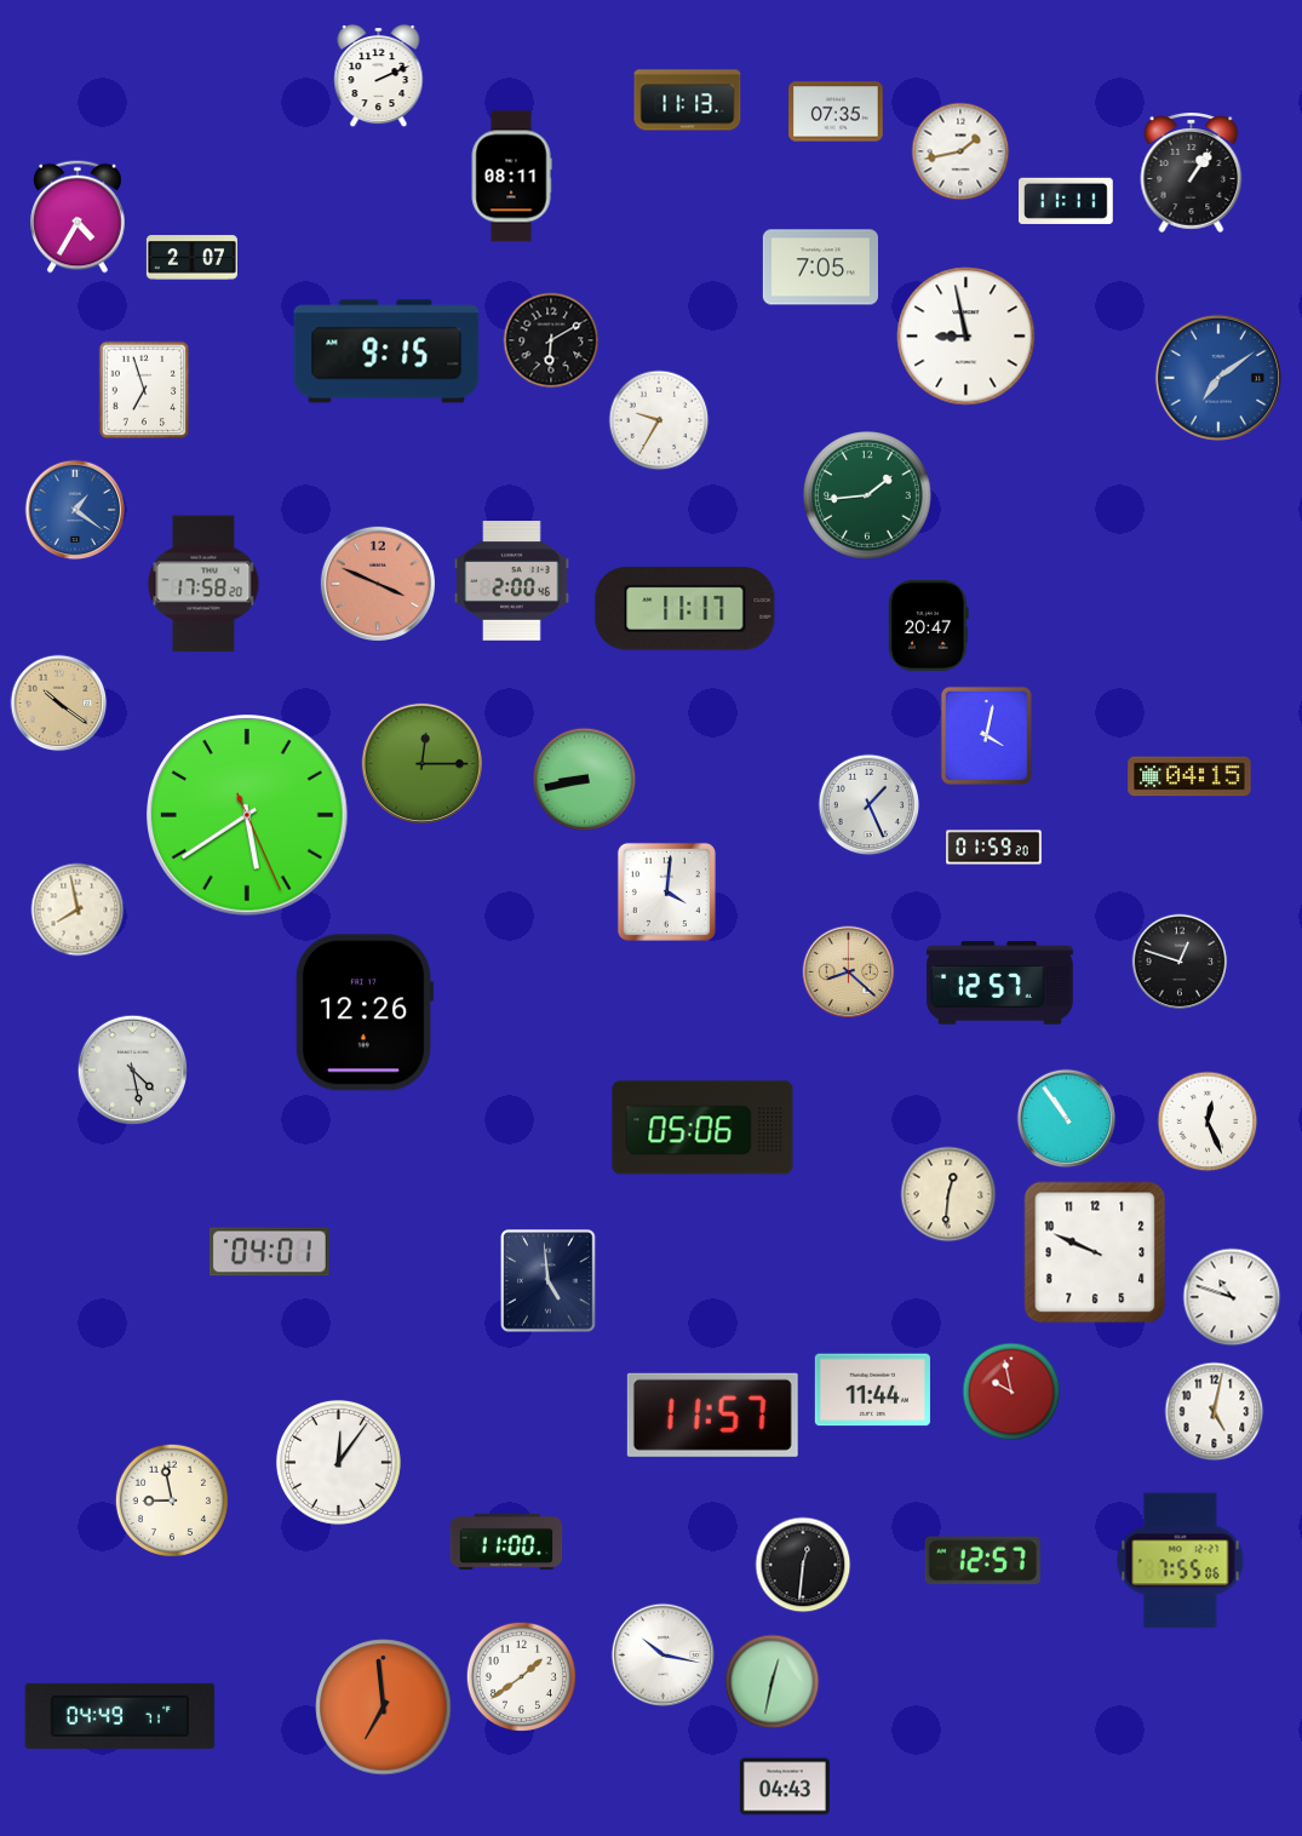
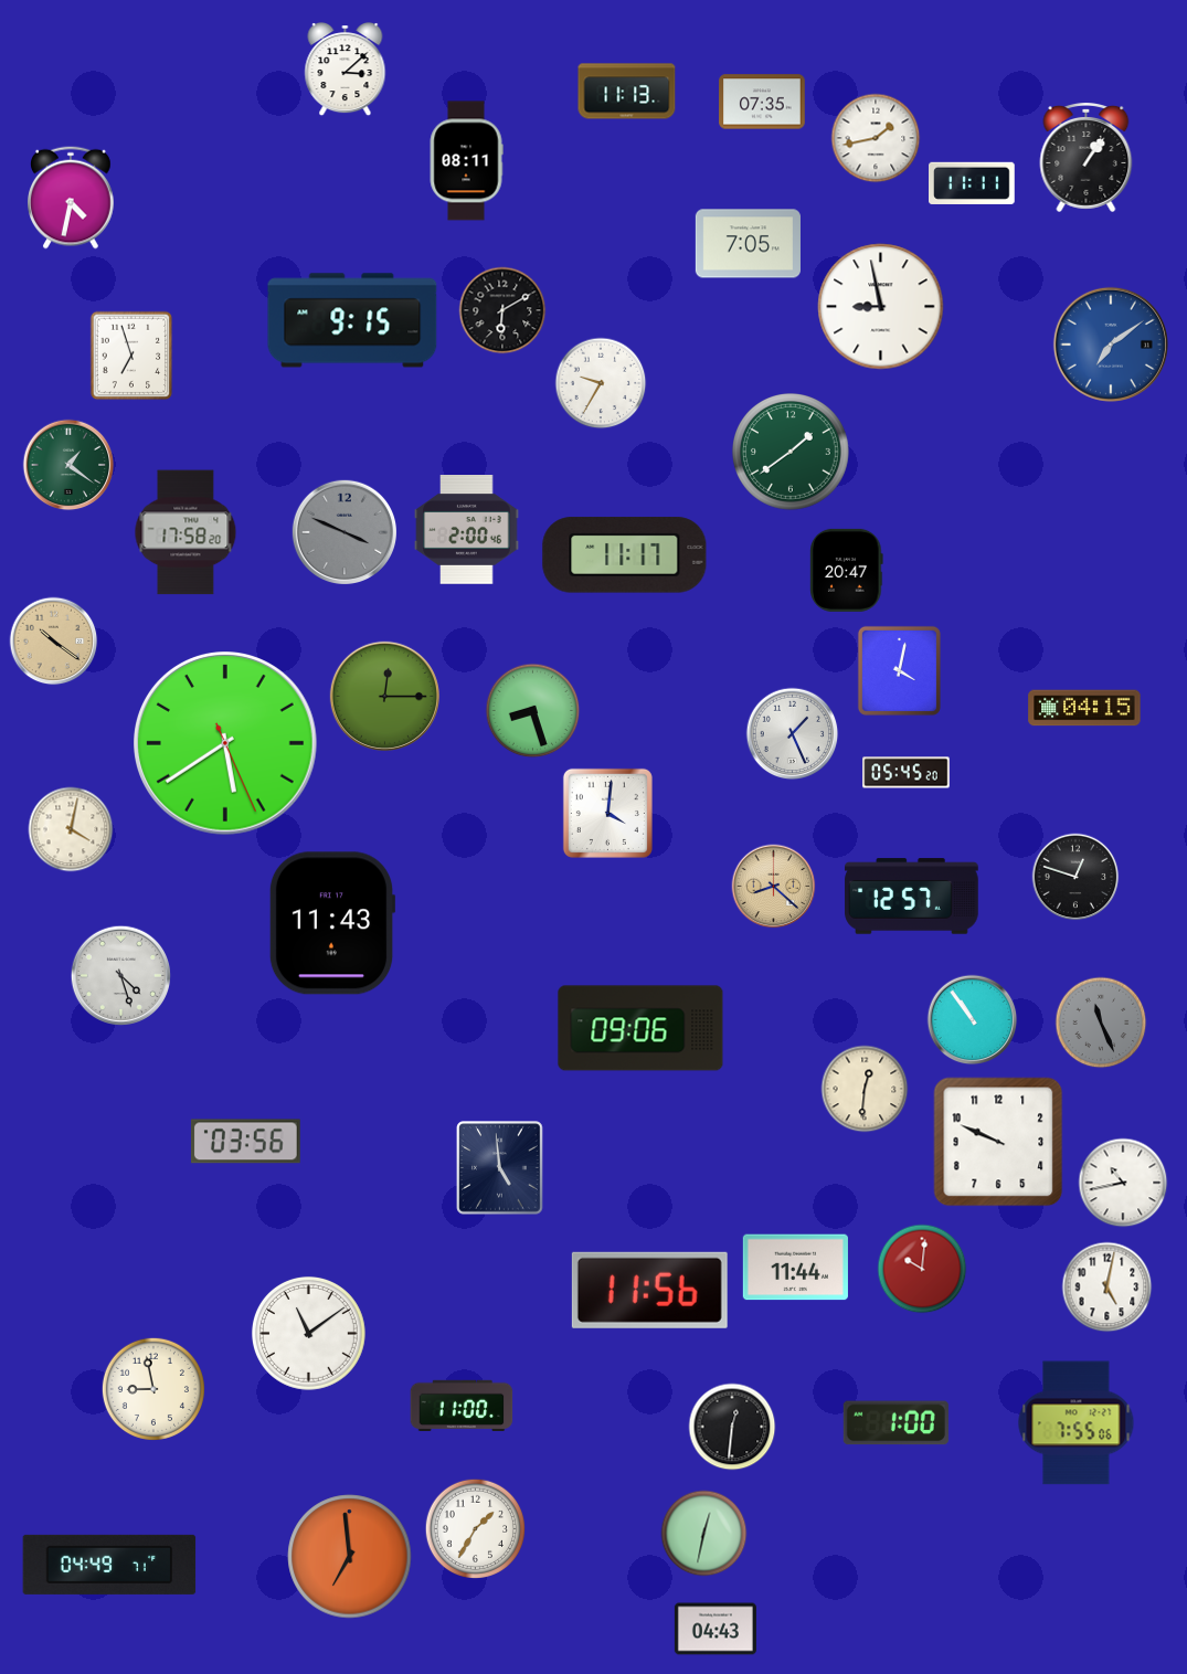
clock at (379, 78): 2:11 -> 3:08
clock at (79, 217): 4:35 -> 4:32
clock at (191, 258): 2:07 -> none
clock at (867, 495): 1:44 -> 1:39
clock at (75, 510) dial: blue -> green
clock at (377, 583) dial: salmon -> grey
clock at (585, 780): 8:43 -> 8:27
clock at (994, 848): 01:59 -> 05:45
clock at (78, 910): 7:58 -> 4:02
clock at (365, 1012): 12:26 -> 11:43
clock at (133, 1071): 4:28 -> 4:27
clock at (1208, 1121): 12:26 -> 11:26
clock at (1208, 1121) dial: white -> grey
clock at (702, 1128): 05:06 -> 09:06
clock at (269, 1252): 04:01 -> 03:56
clock at (1232, 1297): 10:48 -> 10:43
clock at (1011, 1392): 9:58 -> 10:01
clock at (712, 1415): 11:57 -> 11:56
clock at (338, 1462): 12:06 -> 11:09
clock at (172, 1501) position: (172, 1501) -> (153, 1389)
clock at (982, 1561): 12:57 -> 1:00
clock at (664, 1656): 10:17 -> none
clock at (521, 1676): 1:39 -> 1:35
